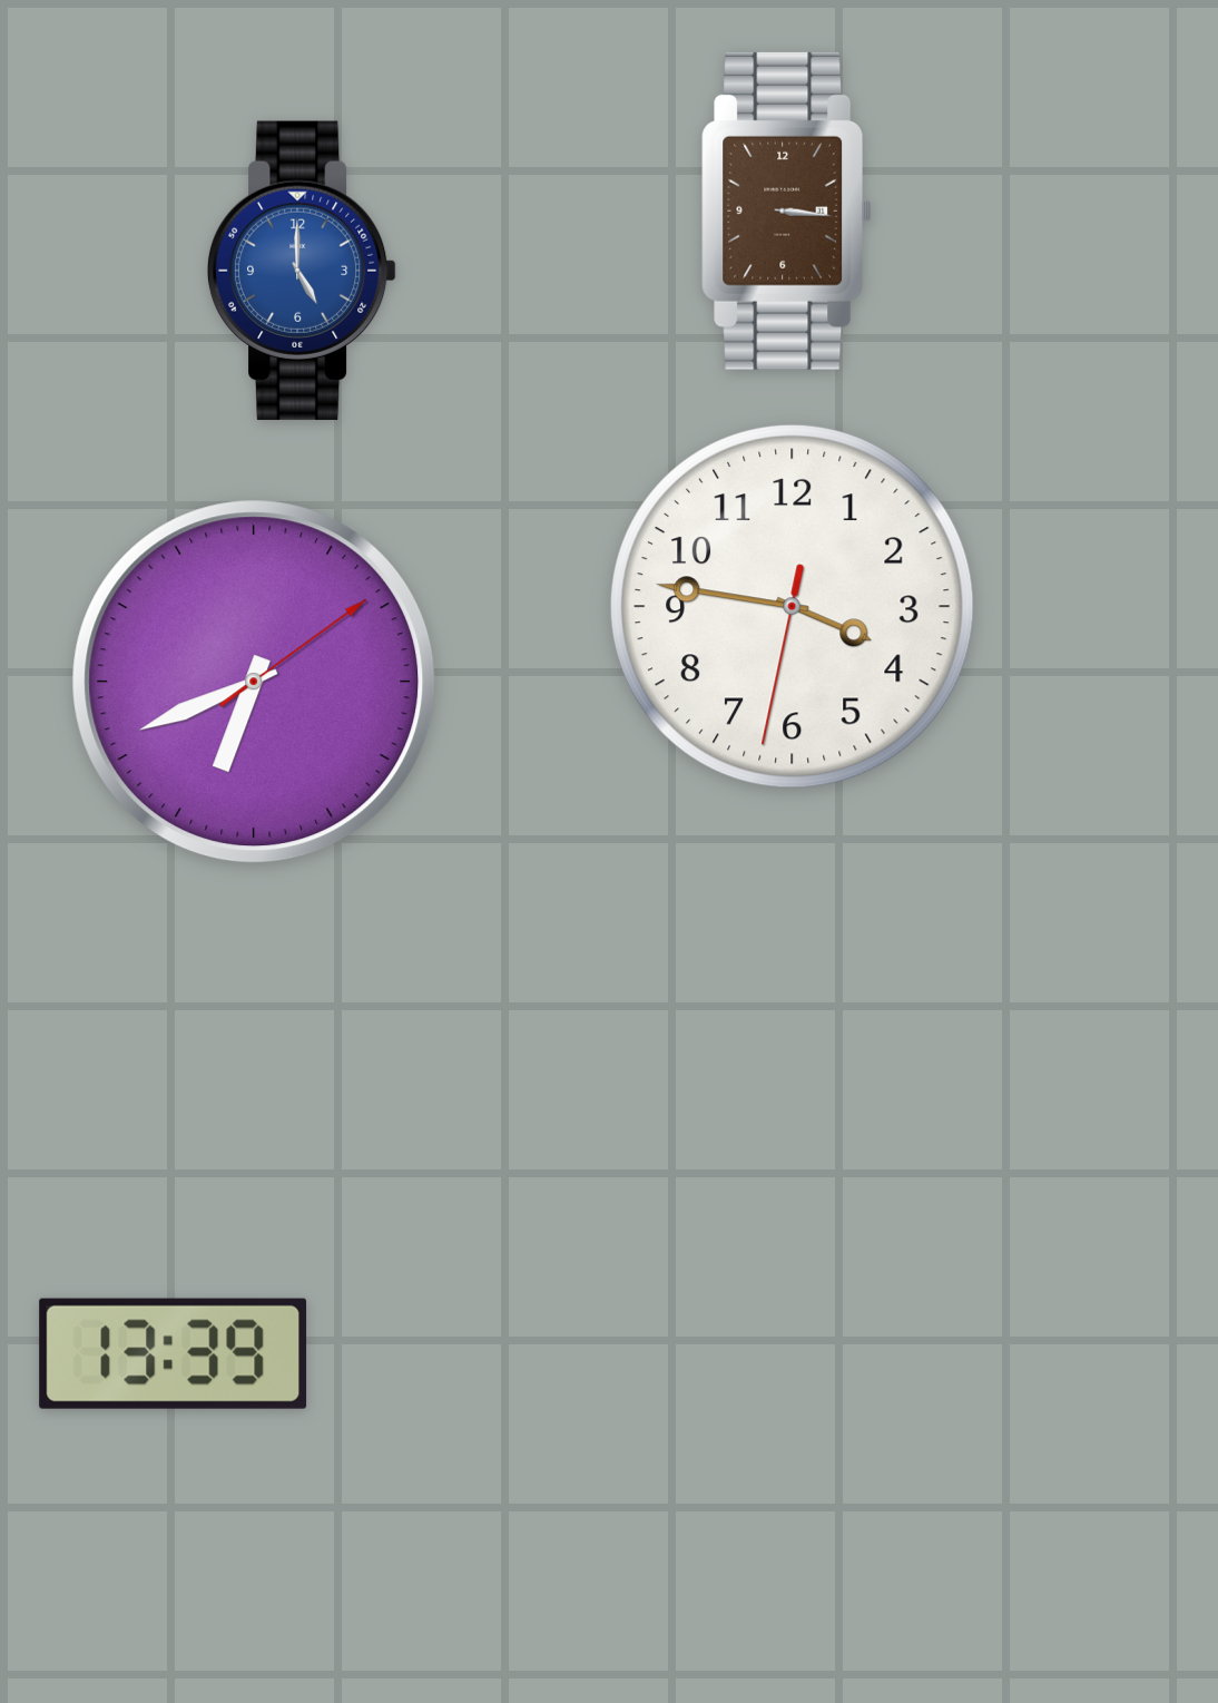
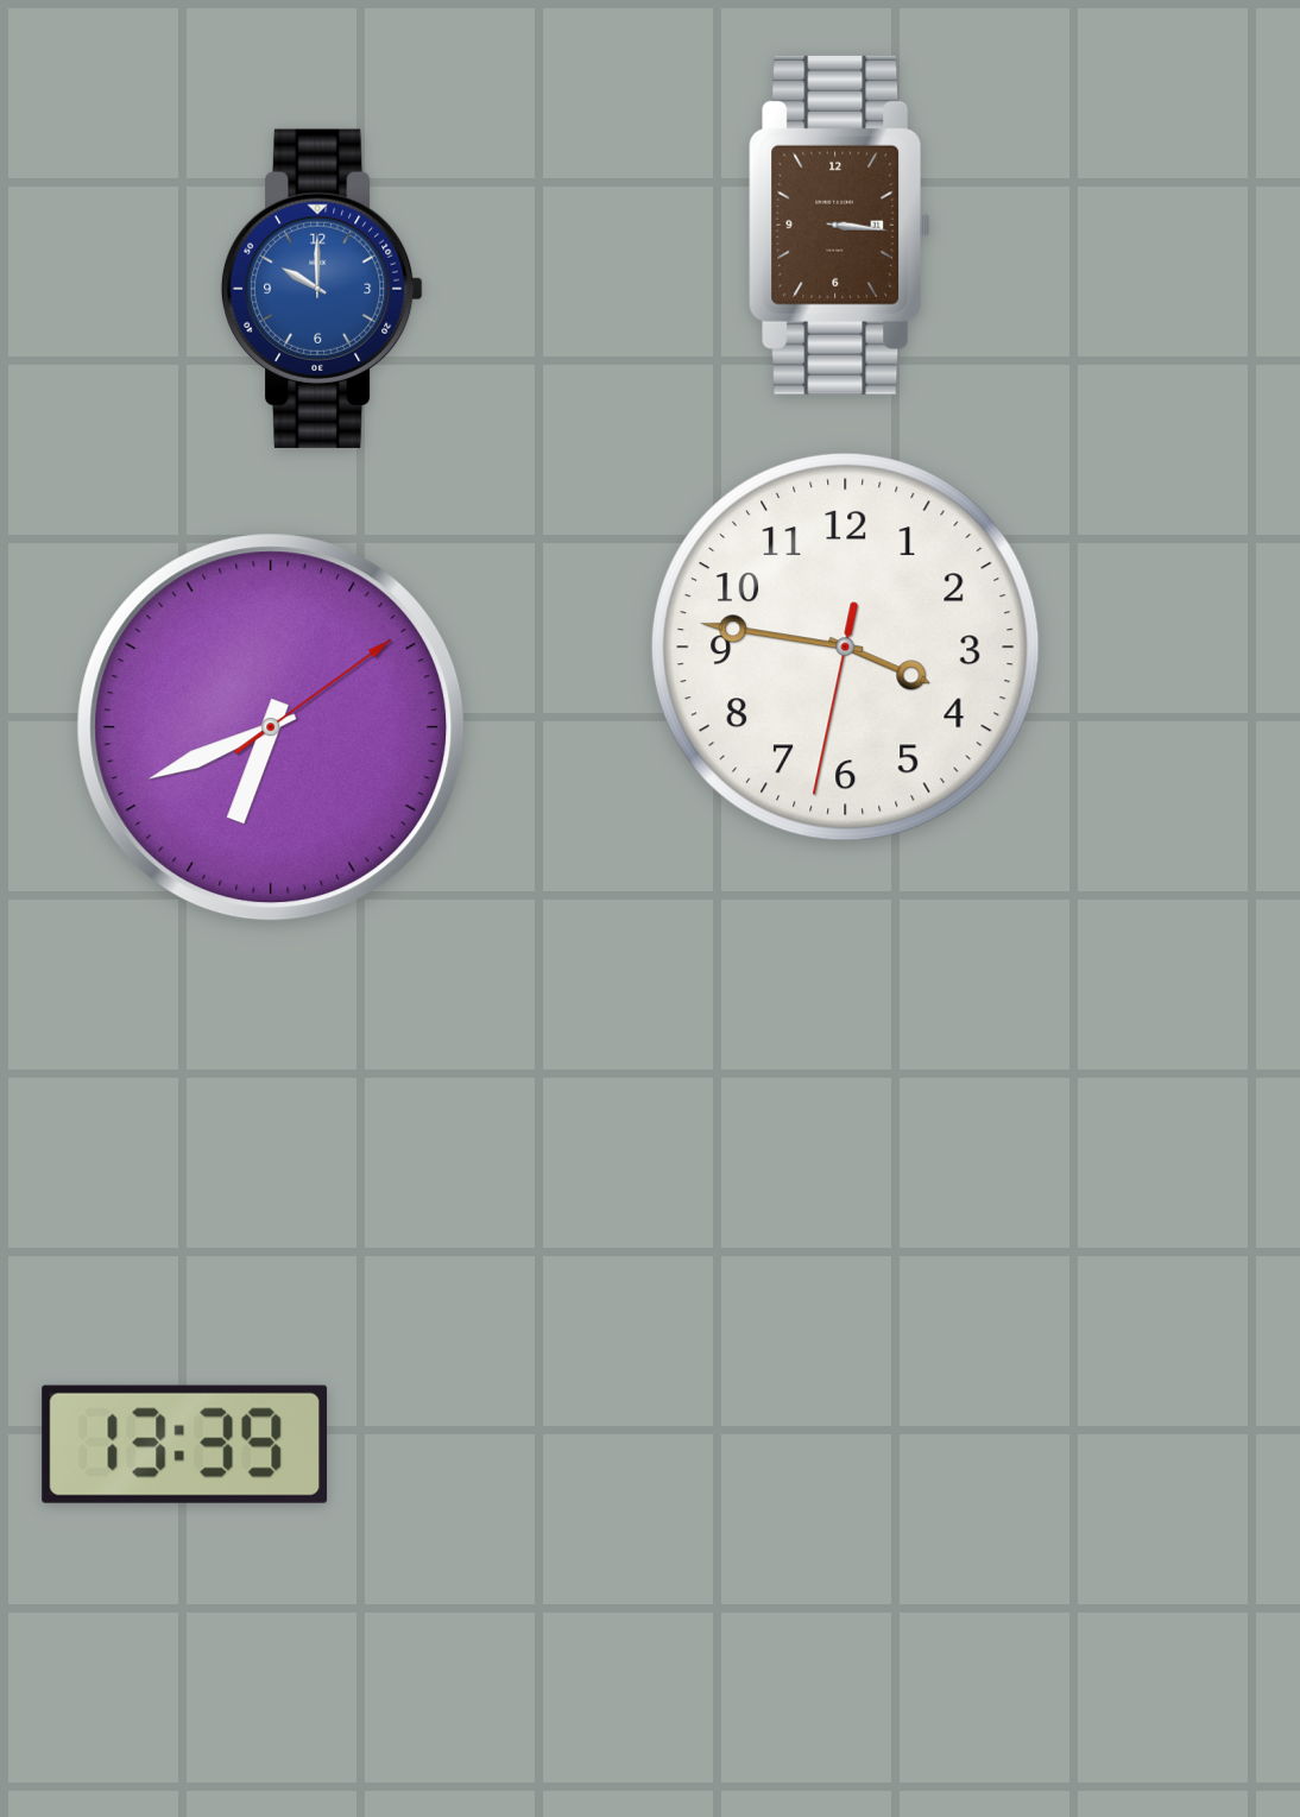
clock at (302, 271): 5:00 -> 10:00
